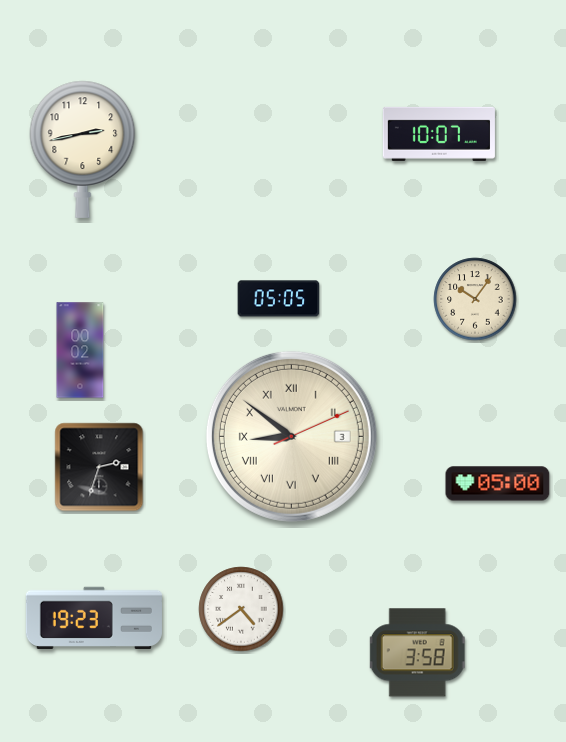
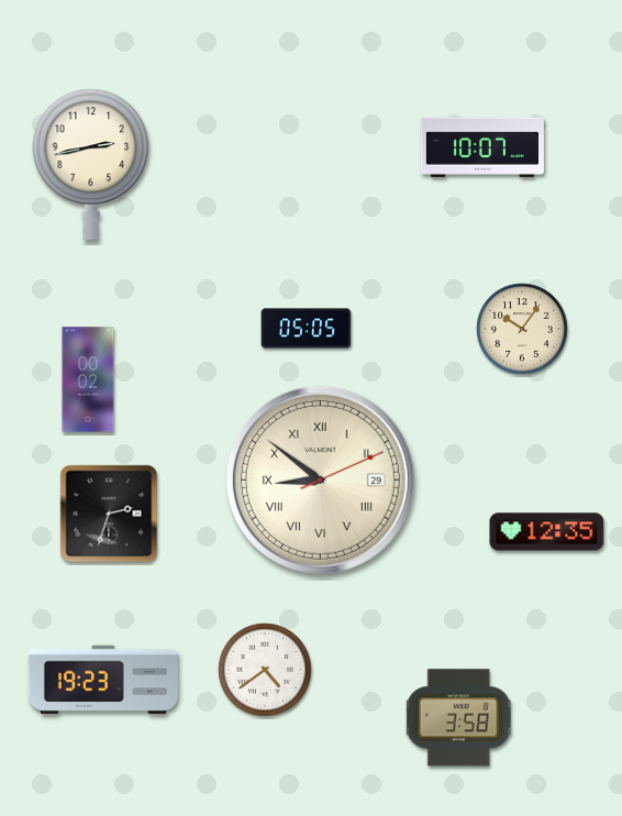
clock at (80, 350) position: (80, 350) -> (88, 379)
clock at (291, 436) date: 3 -> 29
clock at (498, 484): 05:00 -> 12:35
